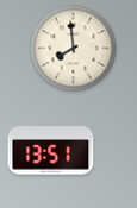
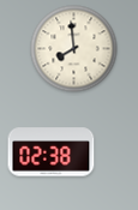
clock at (51, 151): 13:51 -> 02:38
